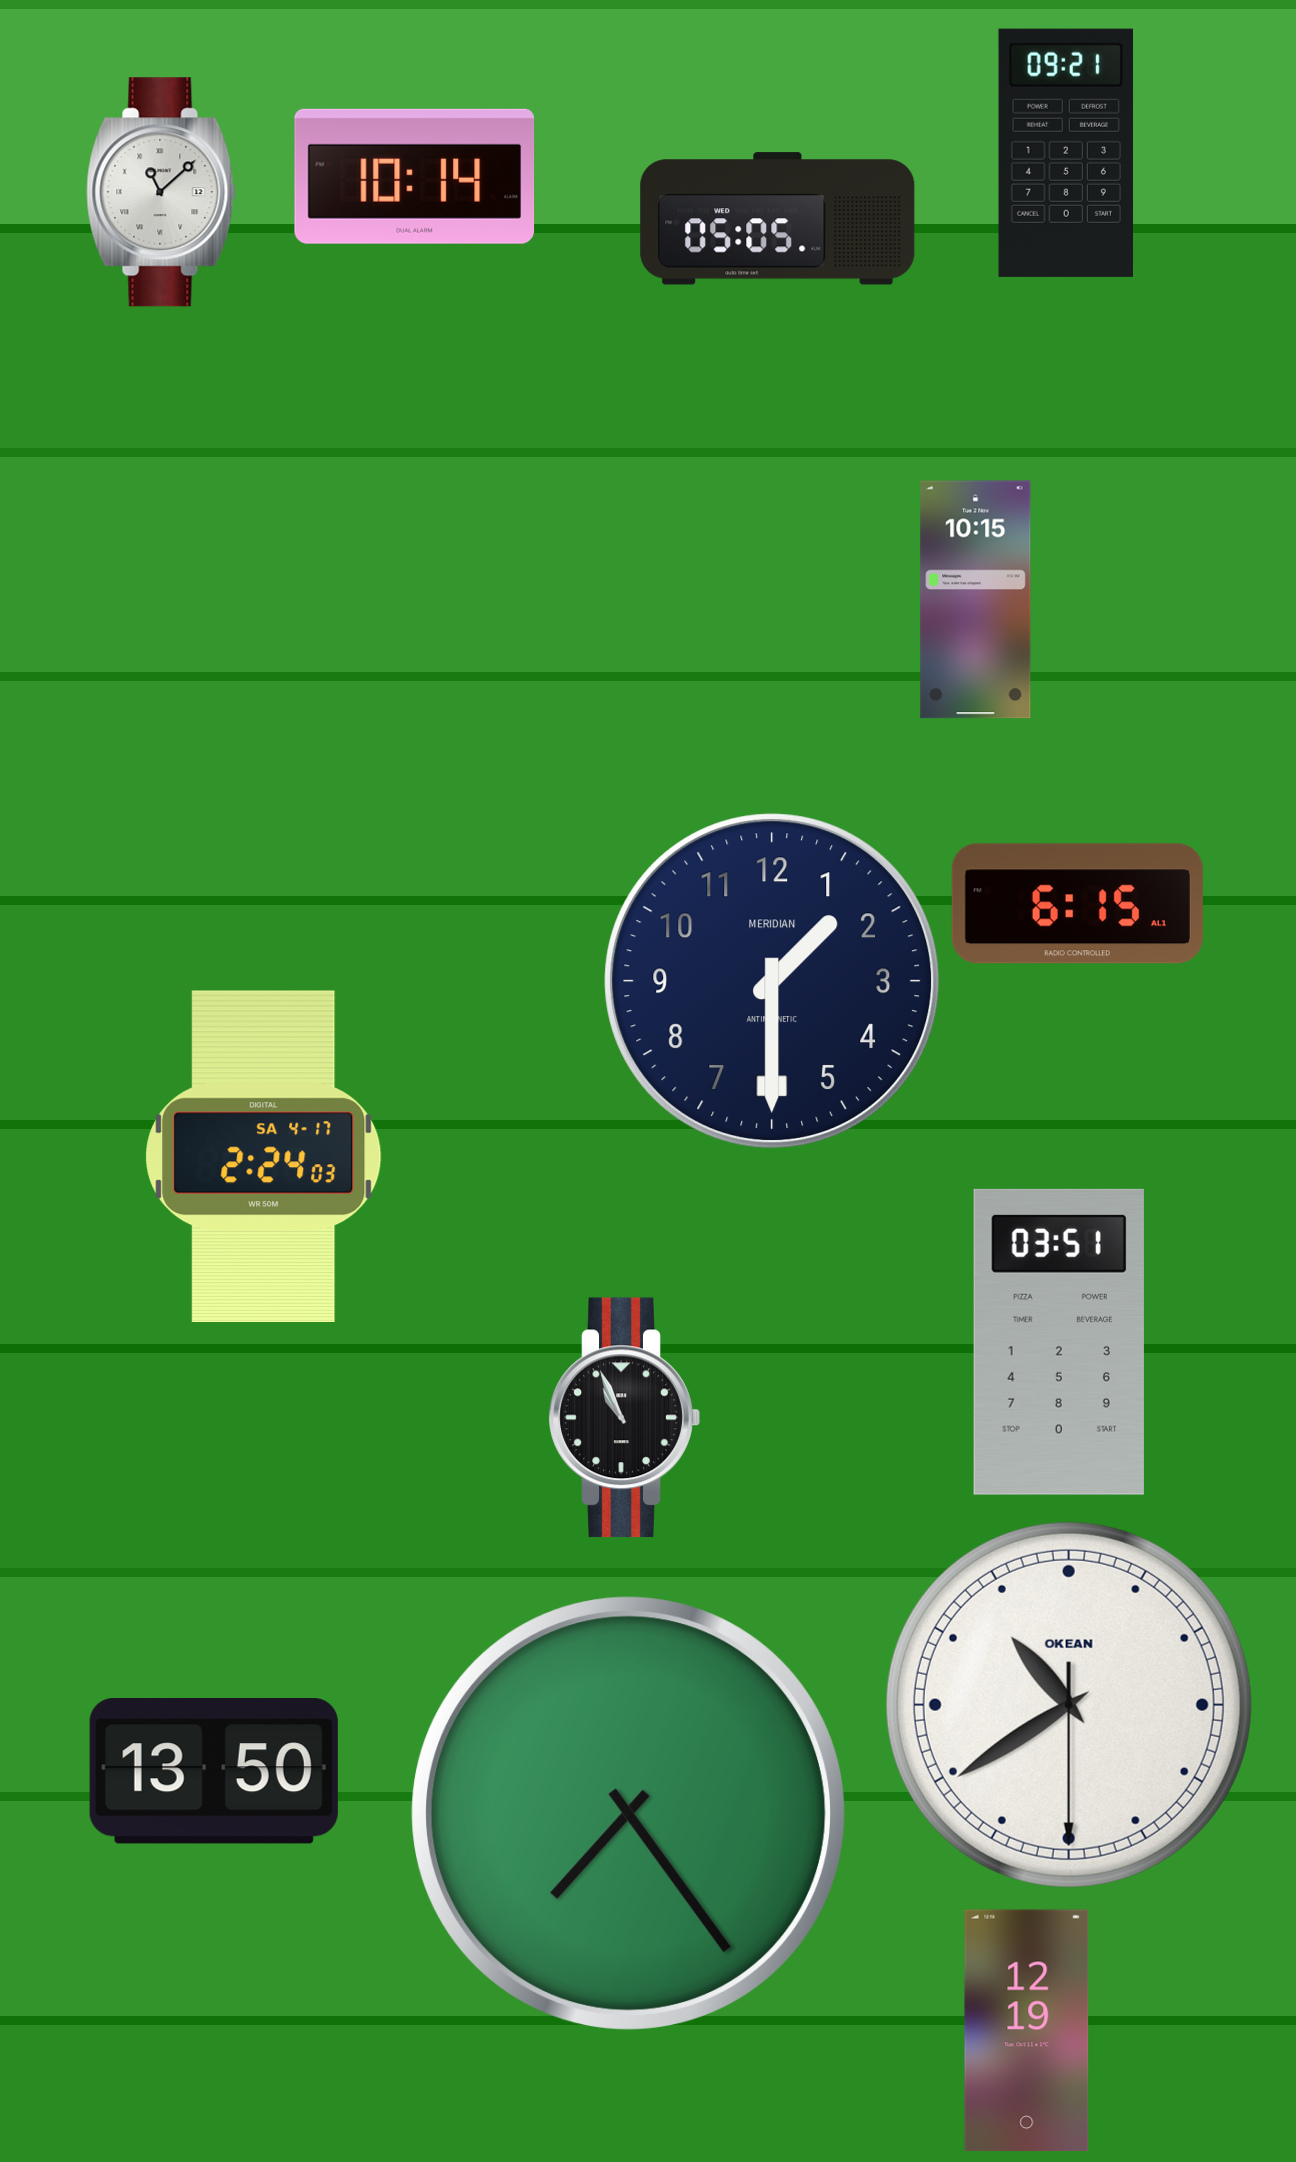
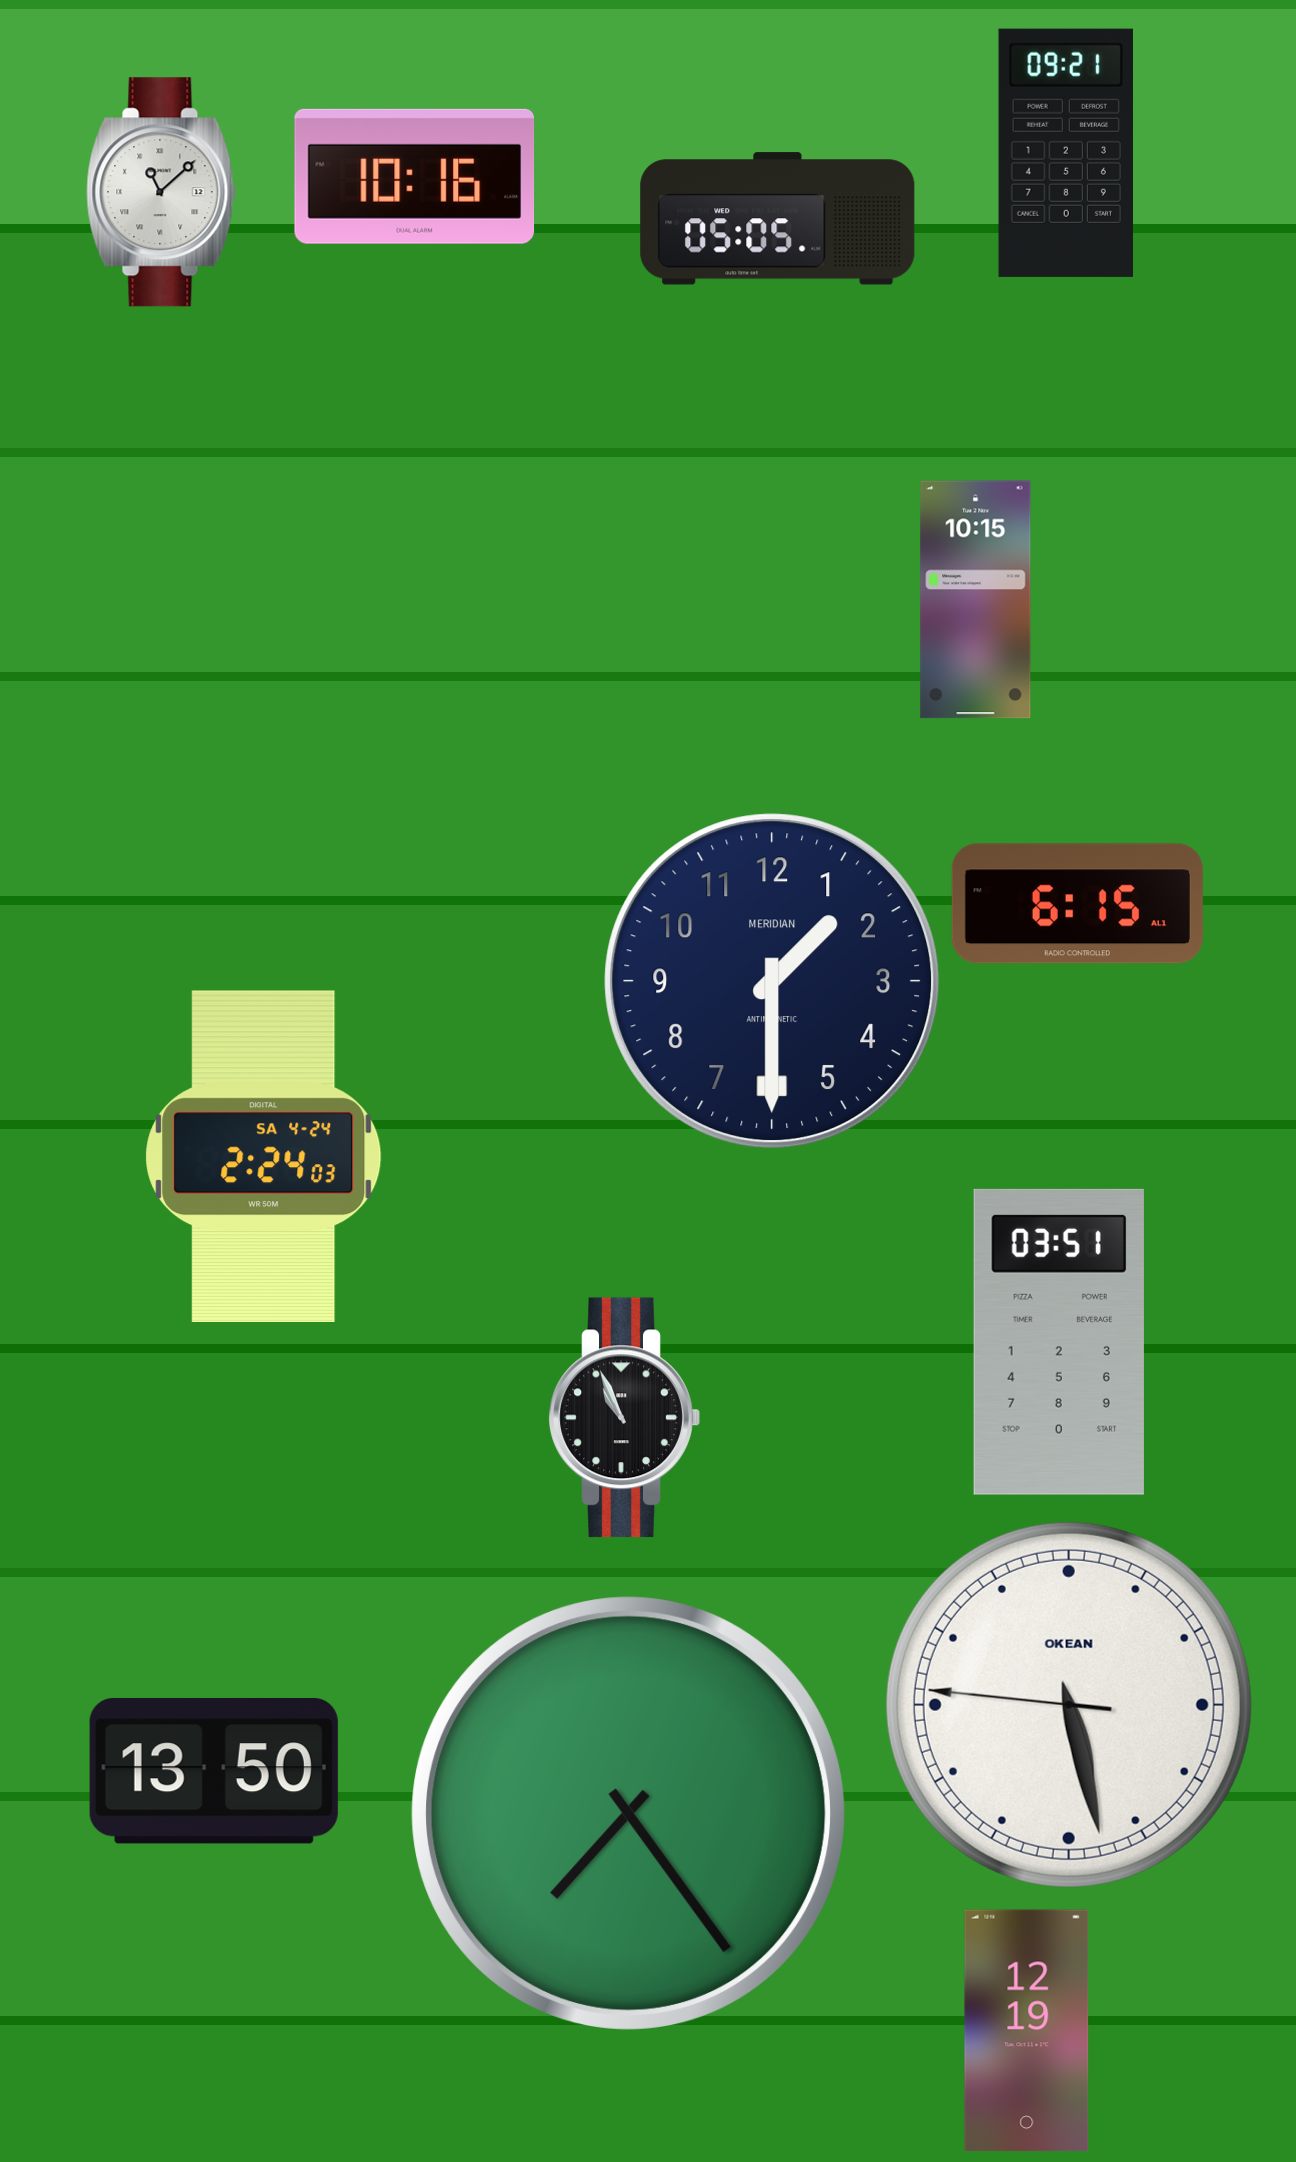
clock at (415, 176): 10:14 -> 10:16
clock at (264, 1156) date: SA 4-17 -> SA 4-24
clock at (1069, 1705): 10:39 -> 5:27
